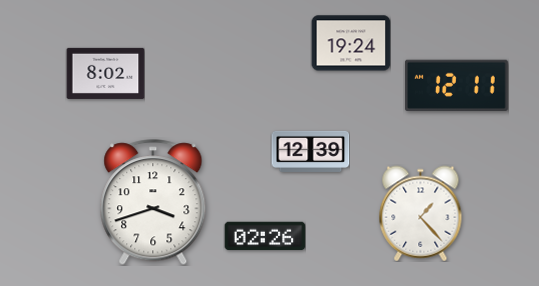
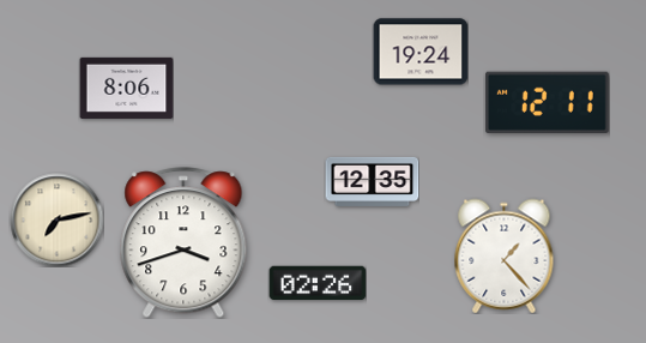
clock at (105, 73): 8:02 -> 8:06
clock at (310, 151): 12:39 -> 12:35
clock at (56, 219): none -> 7:13
